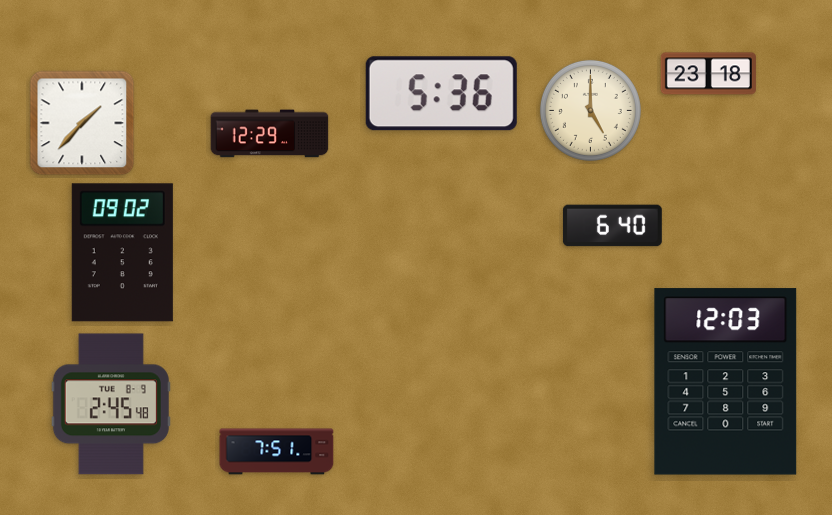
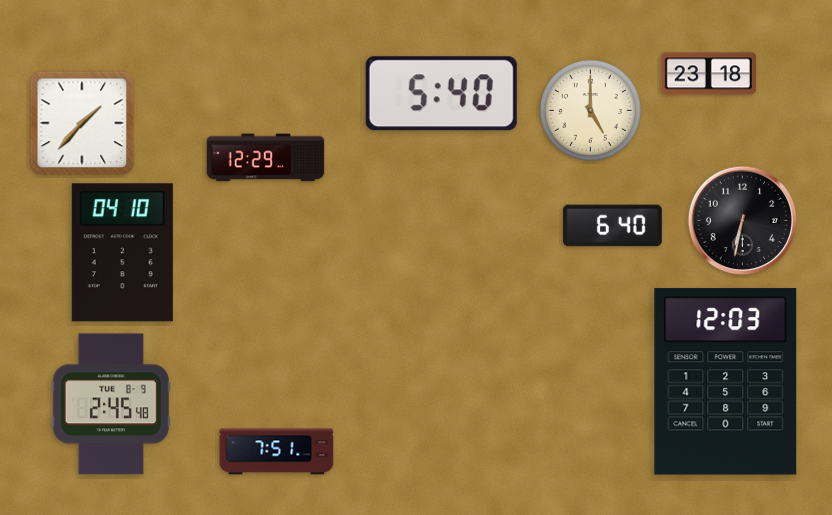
clock at (441, 94): 5:36 -> 5:40
clock at (270, 134) position: (270, 134) -> (266, 158)
clock at (743, 221): none -> 6:32
clock at (122, 253): 09:02 -> 04:10
